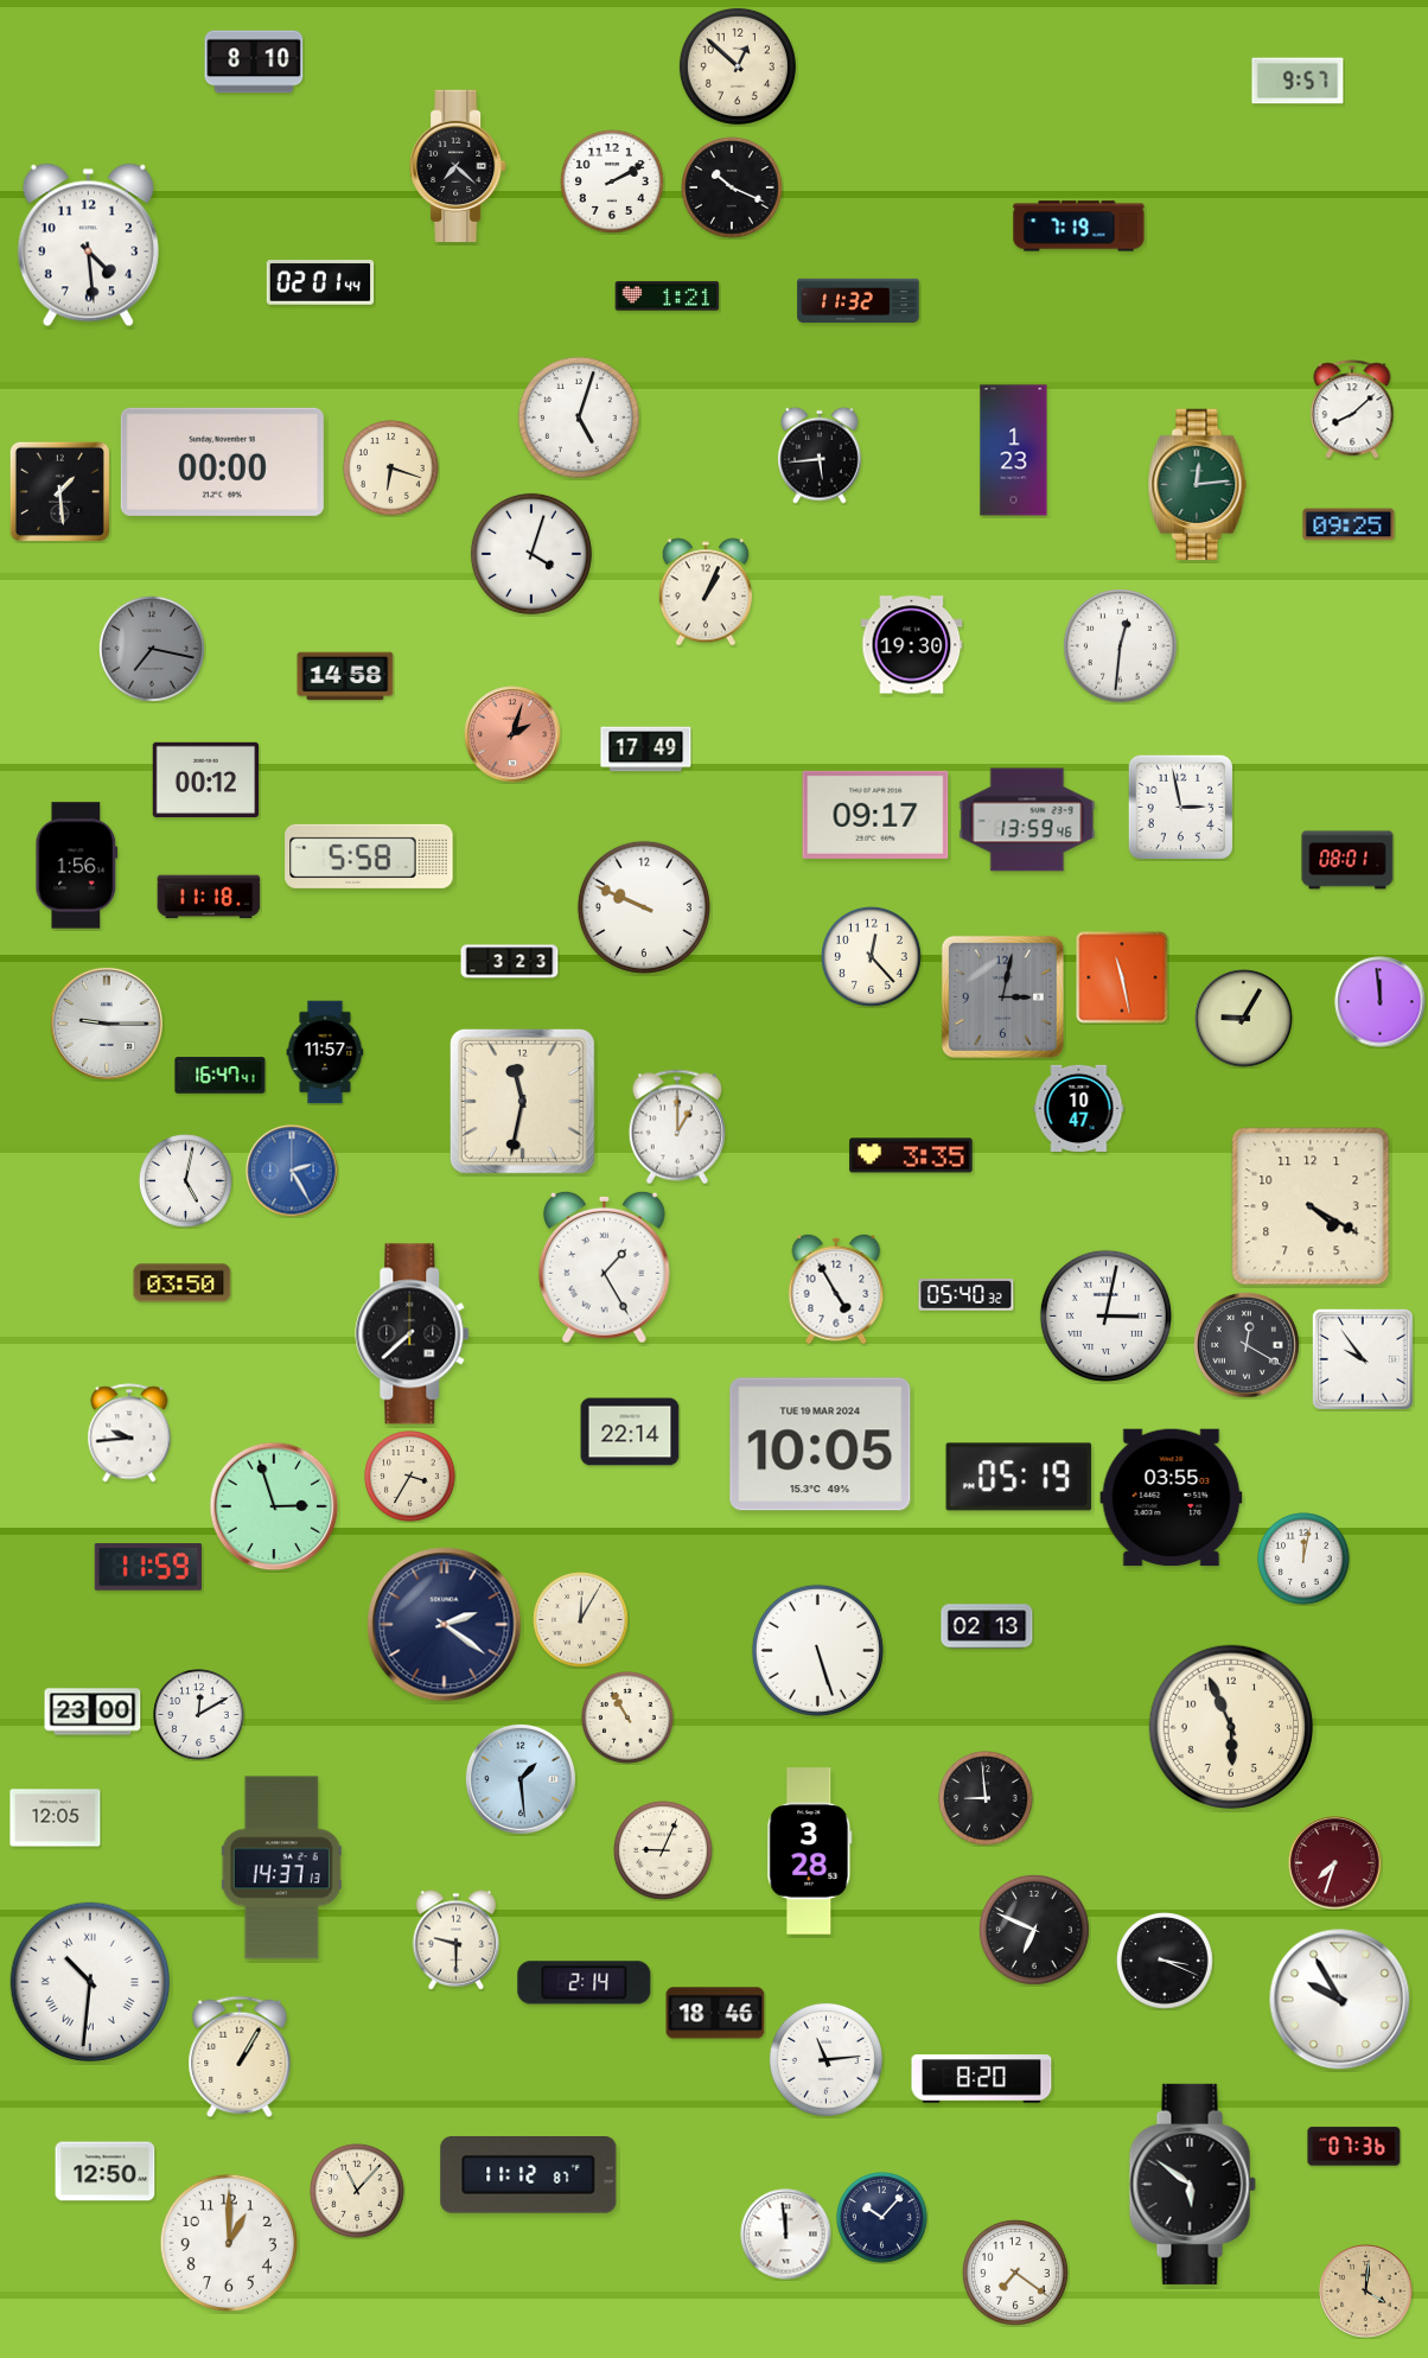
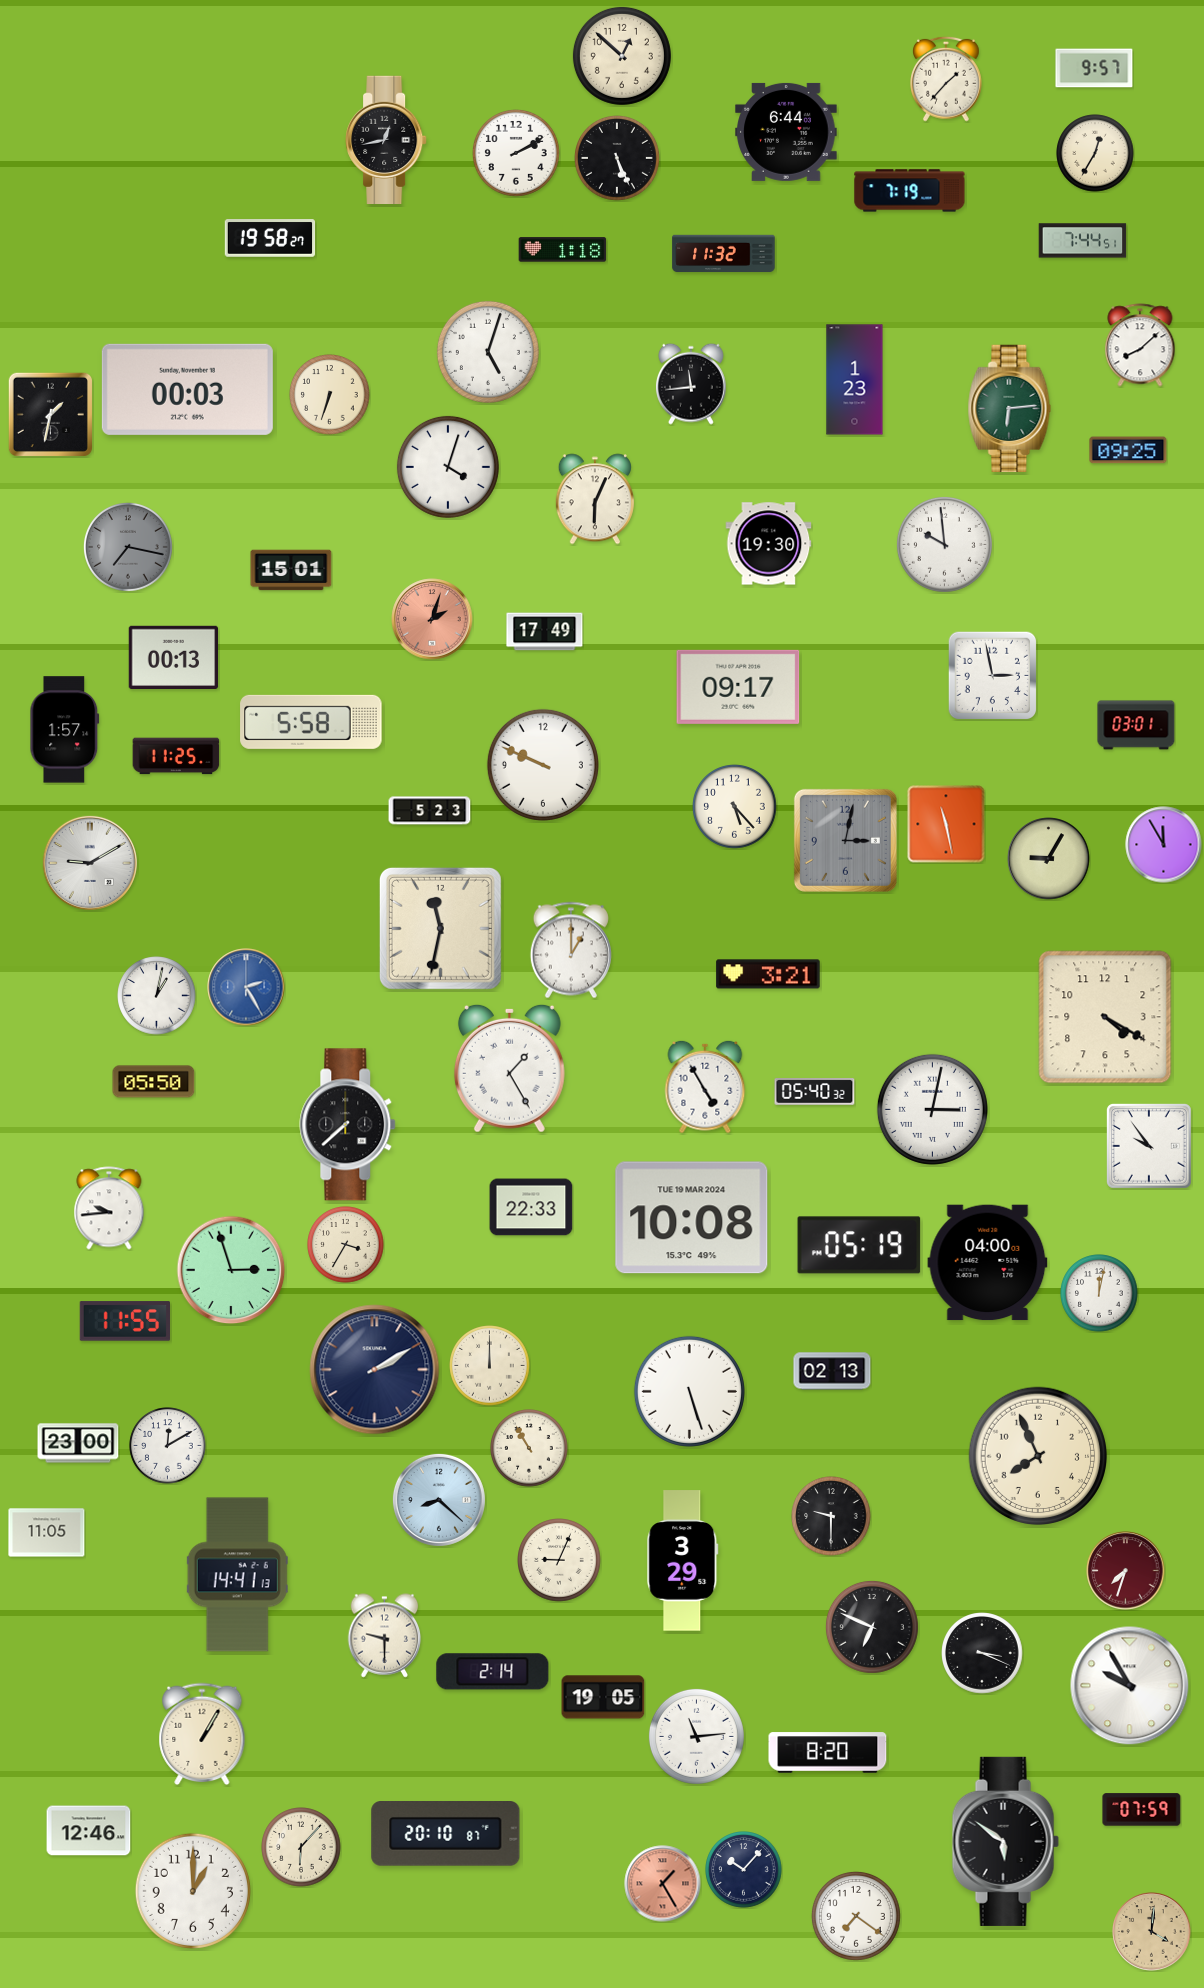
clock at (254, 62): 8:10 -> none
clock at (947, 79): none -> 1:37
clock at (786, 132): none -> 6:44
clock at (458, 165): 7:22 -> 12:43
clock at (1095, 153): none -> 12:35
clock at (733, 189): 10:19 -> 5:26
clock at (88, 246): 4:29 -> none
clock at (320, 282): 02:01 -> 19:58
clock at (1083, 241): none -> 7:44
clock at (668, 297): 1:21 -> 1:18
clock at (820, 455): 5:44 -> 11:44
clock at (222, 461): 00:00 -> 00:03
clock at (391, 469): 6:18 -> 6:33
clock at (1198, 485): 12:14 -> 6:14
clock at (59, 491): 1:29 -> 1:32
clock at (1349, 524) position: (1349, 524) -> (1128, 450)
clock at (706, 592): 1:04 -> 6:04
clock at (1120, 645): 12:31 -> 9:59
clock at (345, 676): 14:58 -> 15:01
clock at (206, 779): 00:12 -> 00:13
clock at (1180, 807) position: (1180, 807) -> (992, 675)
clock at (1027, 820): 13:59 -> none
clock at (1347, 860): 08:01 -> 03:01
clock at (77, 866): 1:56 -> 1:57
clock at (209, 897): 11:18 -> 11:25
clock at (872, 957): 12:23 -> 5:23
clock at (510, 962): 3:23 -> 5:23
clock at (1381, 1002): 11:59 -> 11:55
clock at (107, 1024): 9:15 -> 9:10
clock at (325, 1052): 11:57 -> none
clock at (221, 1076): 16:47 -> none
clock at (1079, 1108): 10:47 -> none
clock at (911, 1155): 3:35 -> 3:21
clock at (186, 1181): 5:02 -> 1:02
clock at (183, 1283): 03:50 -> 05:50
clock at (1247, 1345): 12:20 -> none
clock at (630, 1432): 22:14 -> 22:33
clock at (821, 1445): 10:05 -> 10:08
clock at (1172, 1498): 03:55 -> 04:00
clock at (1303, 1559) position: (1303, 1559) -> (1099, 1293)
clock at (147, 1567): 11:59 -> 11:55
clock at (581, 1620): 12:05 -> 12:00
clock at (445, 1625): 2:21 -> 2:10
clock at (1231, 1727): 5:56 -> 7:56
clock at (521, 1779): 1:29 -> 8:22
clock at (986, 1798): 8:59 -> 9:30
clock at (56, 1818): 12:05 -> 11:05
clock at (810, 1852): 3:28 -> 3:29
clock at (281, 1868): 14:37 -> 14:41
clock at (89, 1981): 10:31 -> none
clock at (715, 2013): 18:46 -> 19:05
clock at (1354, 2147): 07:36 -> 07:59
clock at (106, 2172): 12:50 -> 12:46
clock at (529, 2175): 11:12 -> 20:10
clock at (357, 2191): 11:07 -> 6:07
clock at (786, 2235): 11:59 -> 1:25
clock at (786, 2235) dial: white -> salmon
